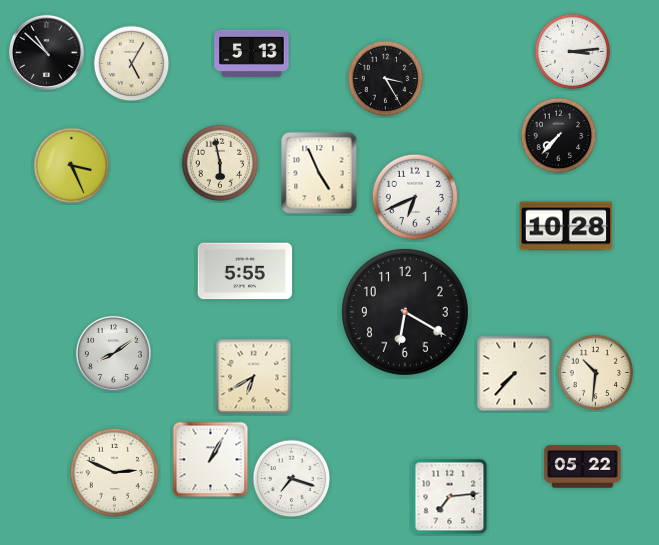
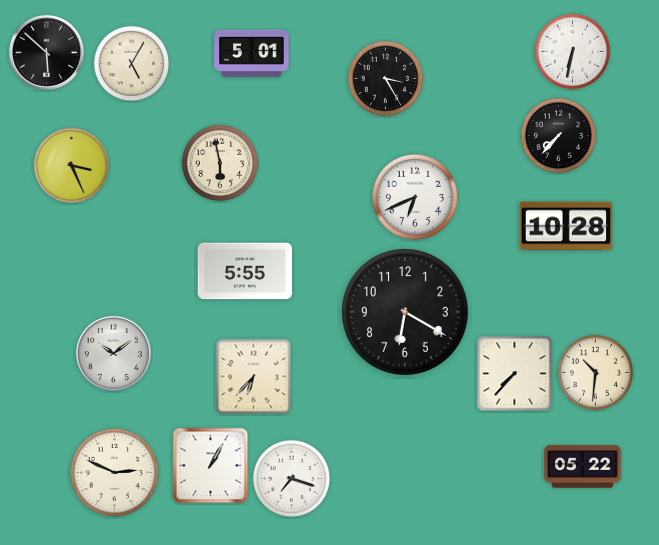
clock at (46, 52): 10:52 -> 5:52
clock at (573, 52): 3:14 -> 6:32
clock at (252, 53): 5:13 -> 5:01
clock at (319, 173): 4:56 -> none
clock at (113, 353): 8:09 -> 10:09
clock at (254, 377): 6:40 -> 6:37
clock at (211, 460) position: (211, 460) -> (211, 466)
clock at (450, 497): 7:14 -> none
